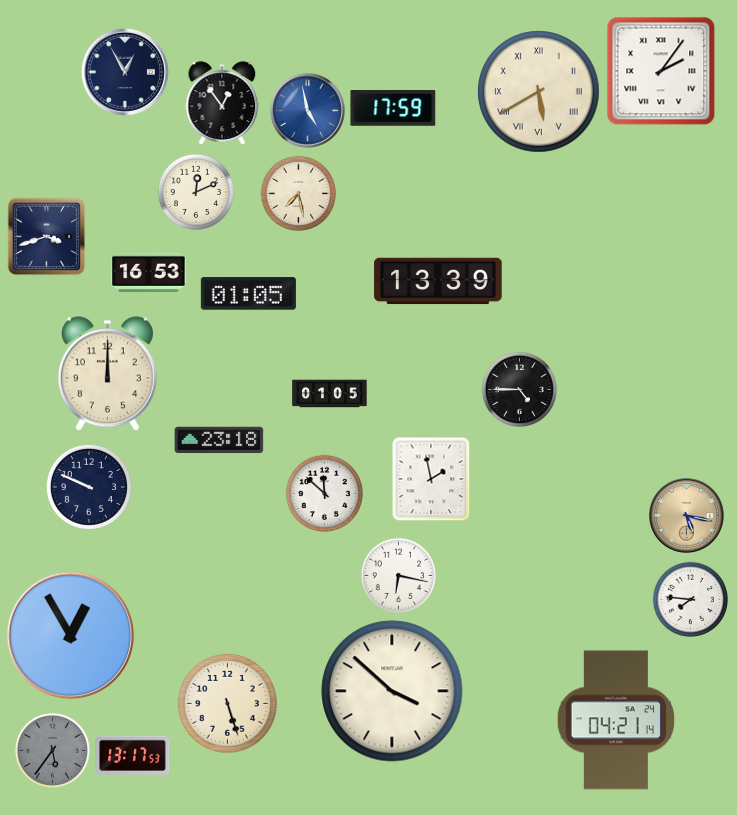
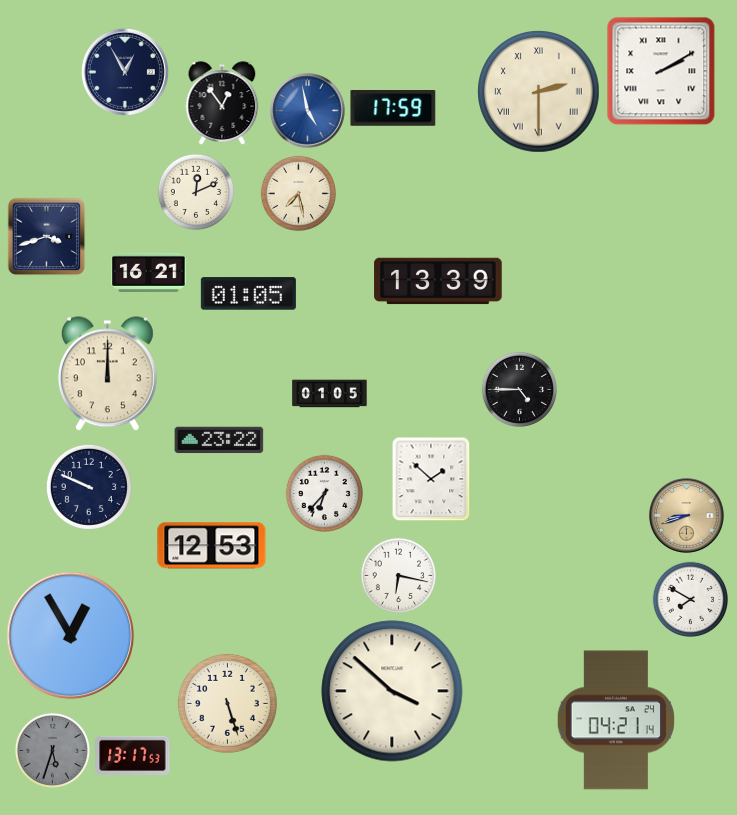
clock at (661, 71): 2:06 -> 2:10
clock at (539, 92): 5:40 -> 2:30
clock at (149, 272): 16:53 -> 16:21
clock at (219, 440): 23:18 -> 23:22
clock at (431, 479): 1:58 -> 1:52
clock at (324, 493): 11:52 -> 6:37
clock at (687, 516): 5:17 -> 8:42
clock at (212, 546): none -> 12:53
clock at (690, 599): 7:46 -> 7:50
clock at (52, 750): 5:36 -> 5:33
